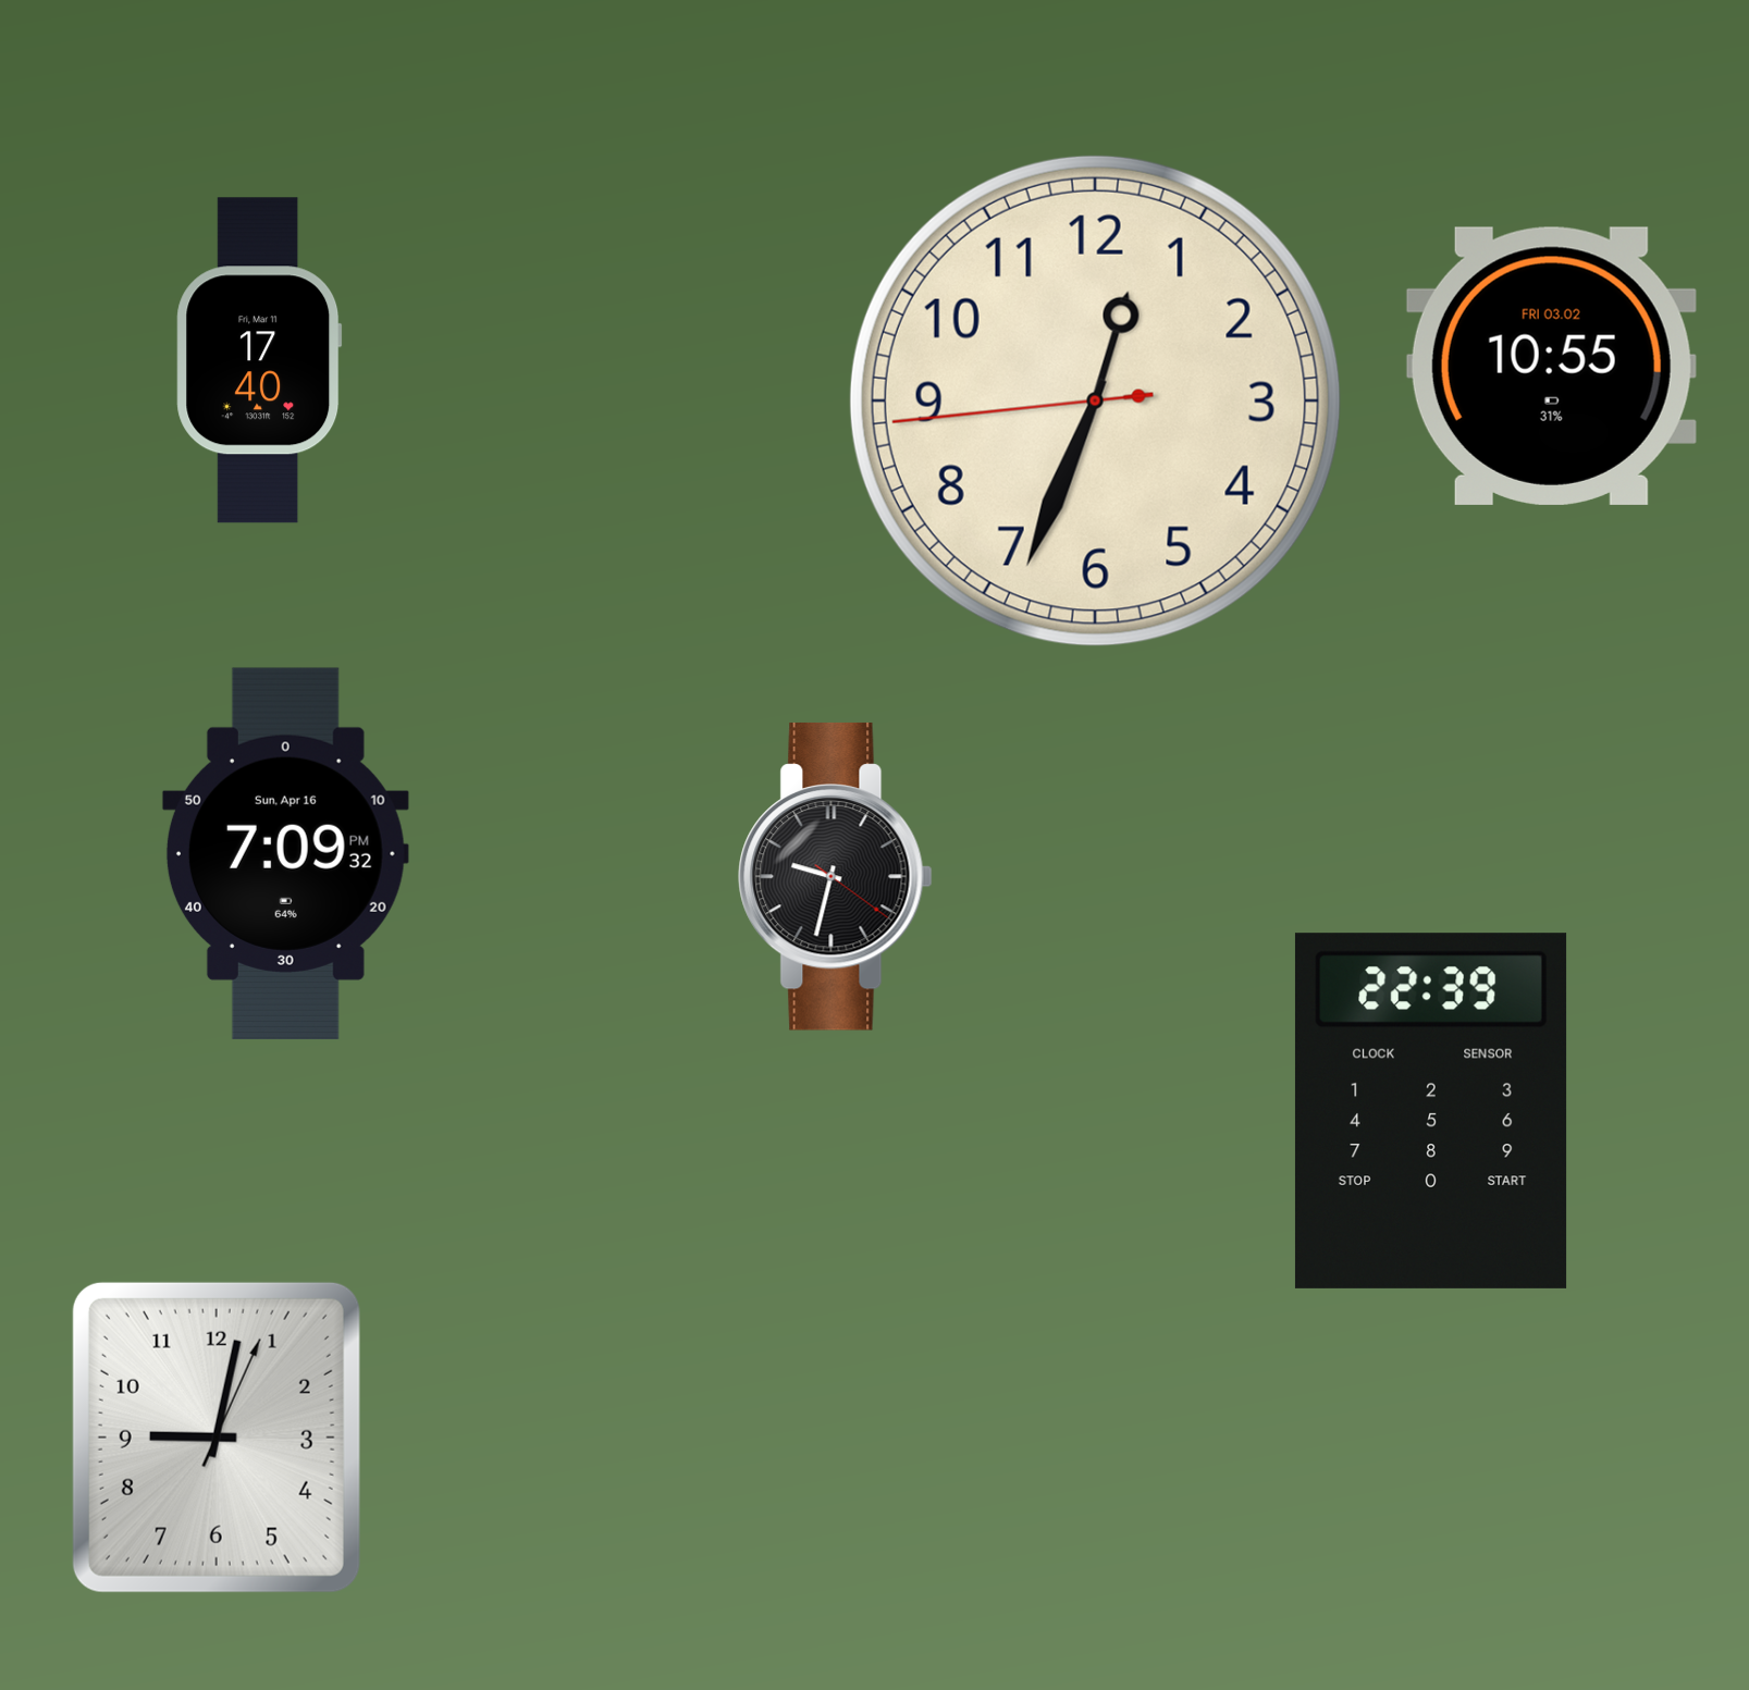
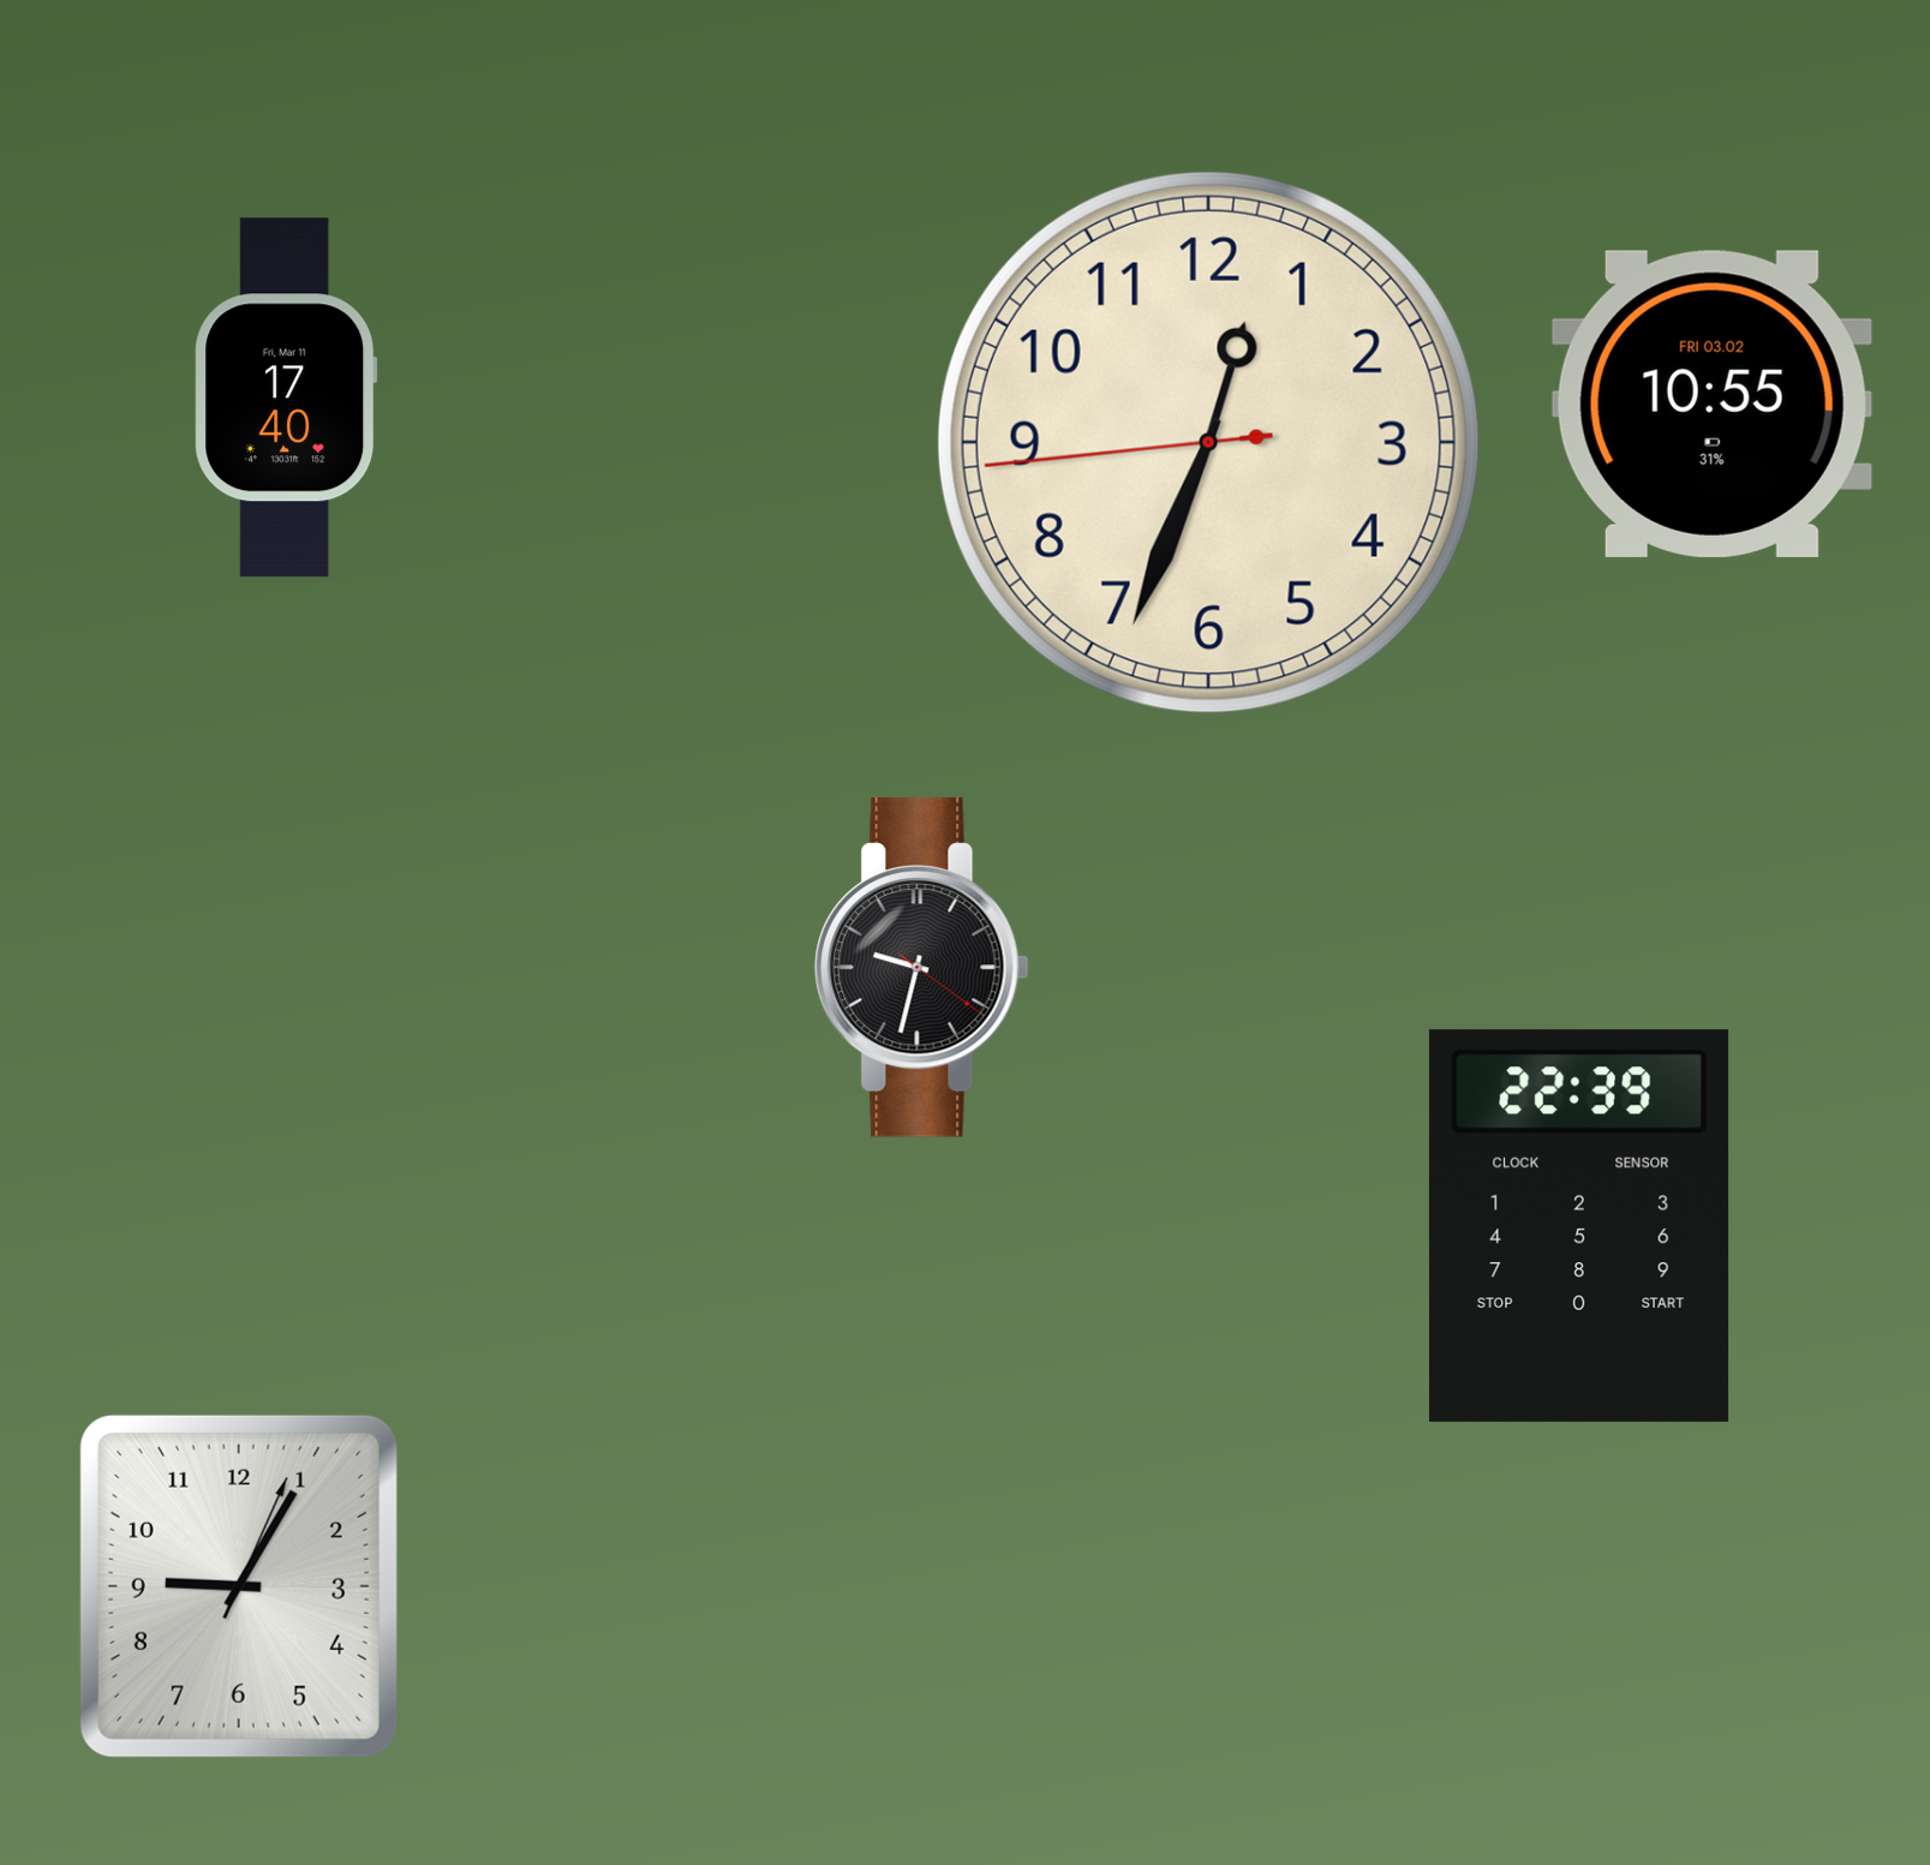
clock at (285, 853): 7:09 -> none
clock at (217, 1438): 9:02 -> 9:05
